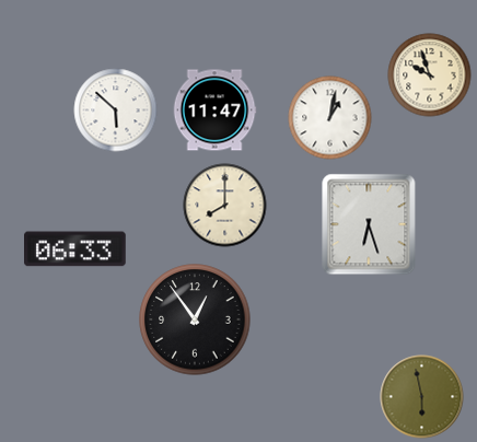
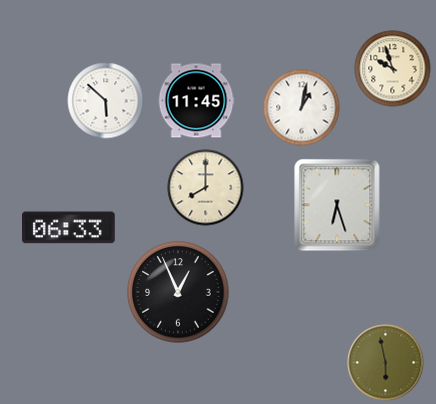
clock at (214, 111): 11:47 -> 11:45
clock at (195, 319): 12:54 -> 12:56
